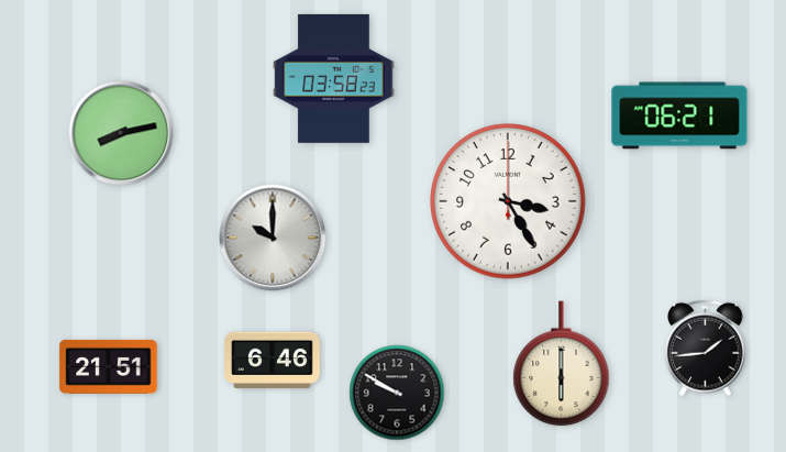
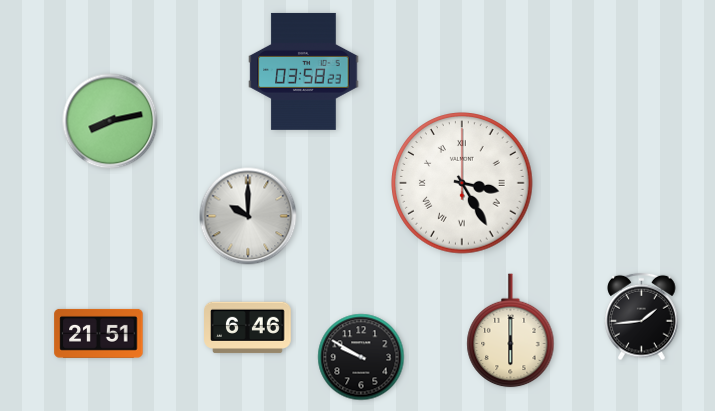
clock at (679, 115): 06:21 -> none
clock at (508, 201) numerals: Arabic -> Roman
